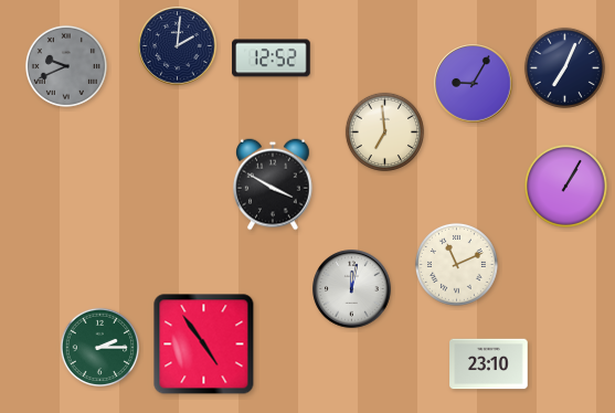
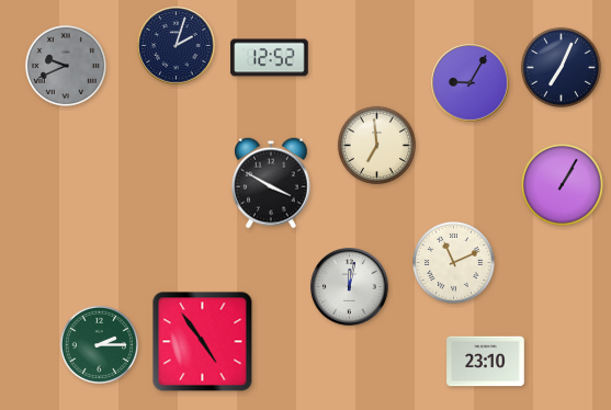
clock at (178, 46): 2:01 -> 2:03
clock at (384, 131) position: (384, 131) -> (376, 145)
